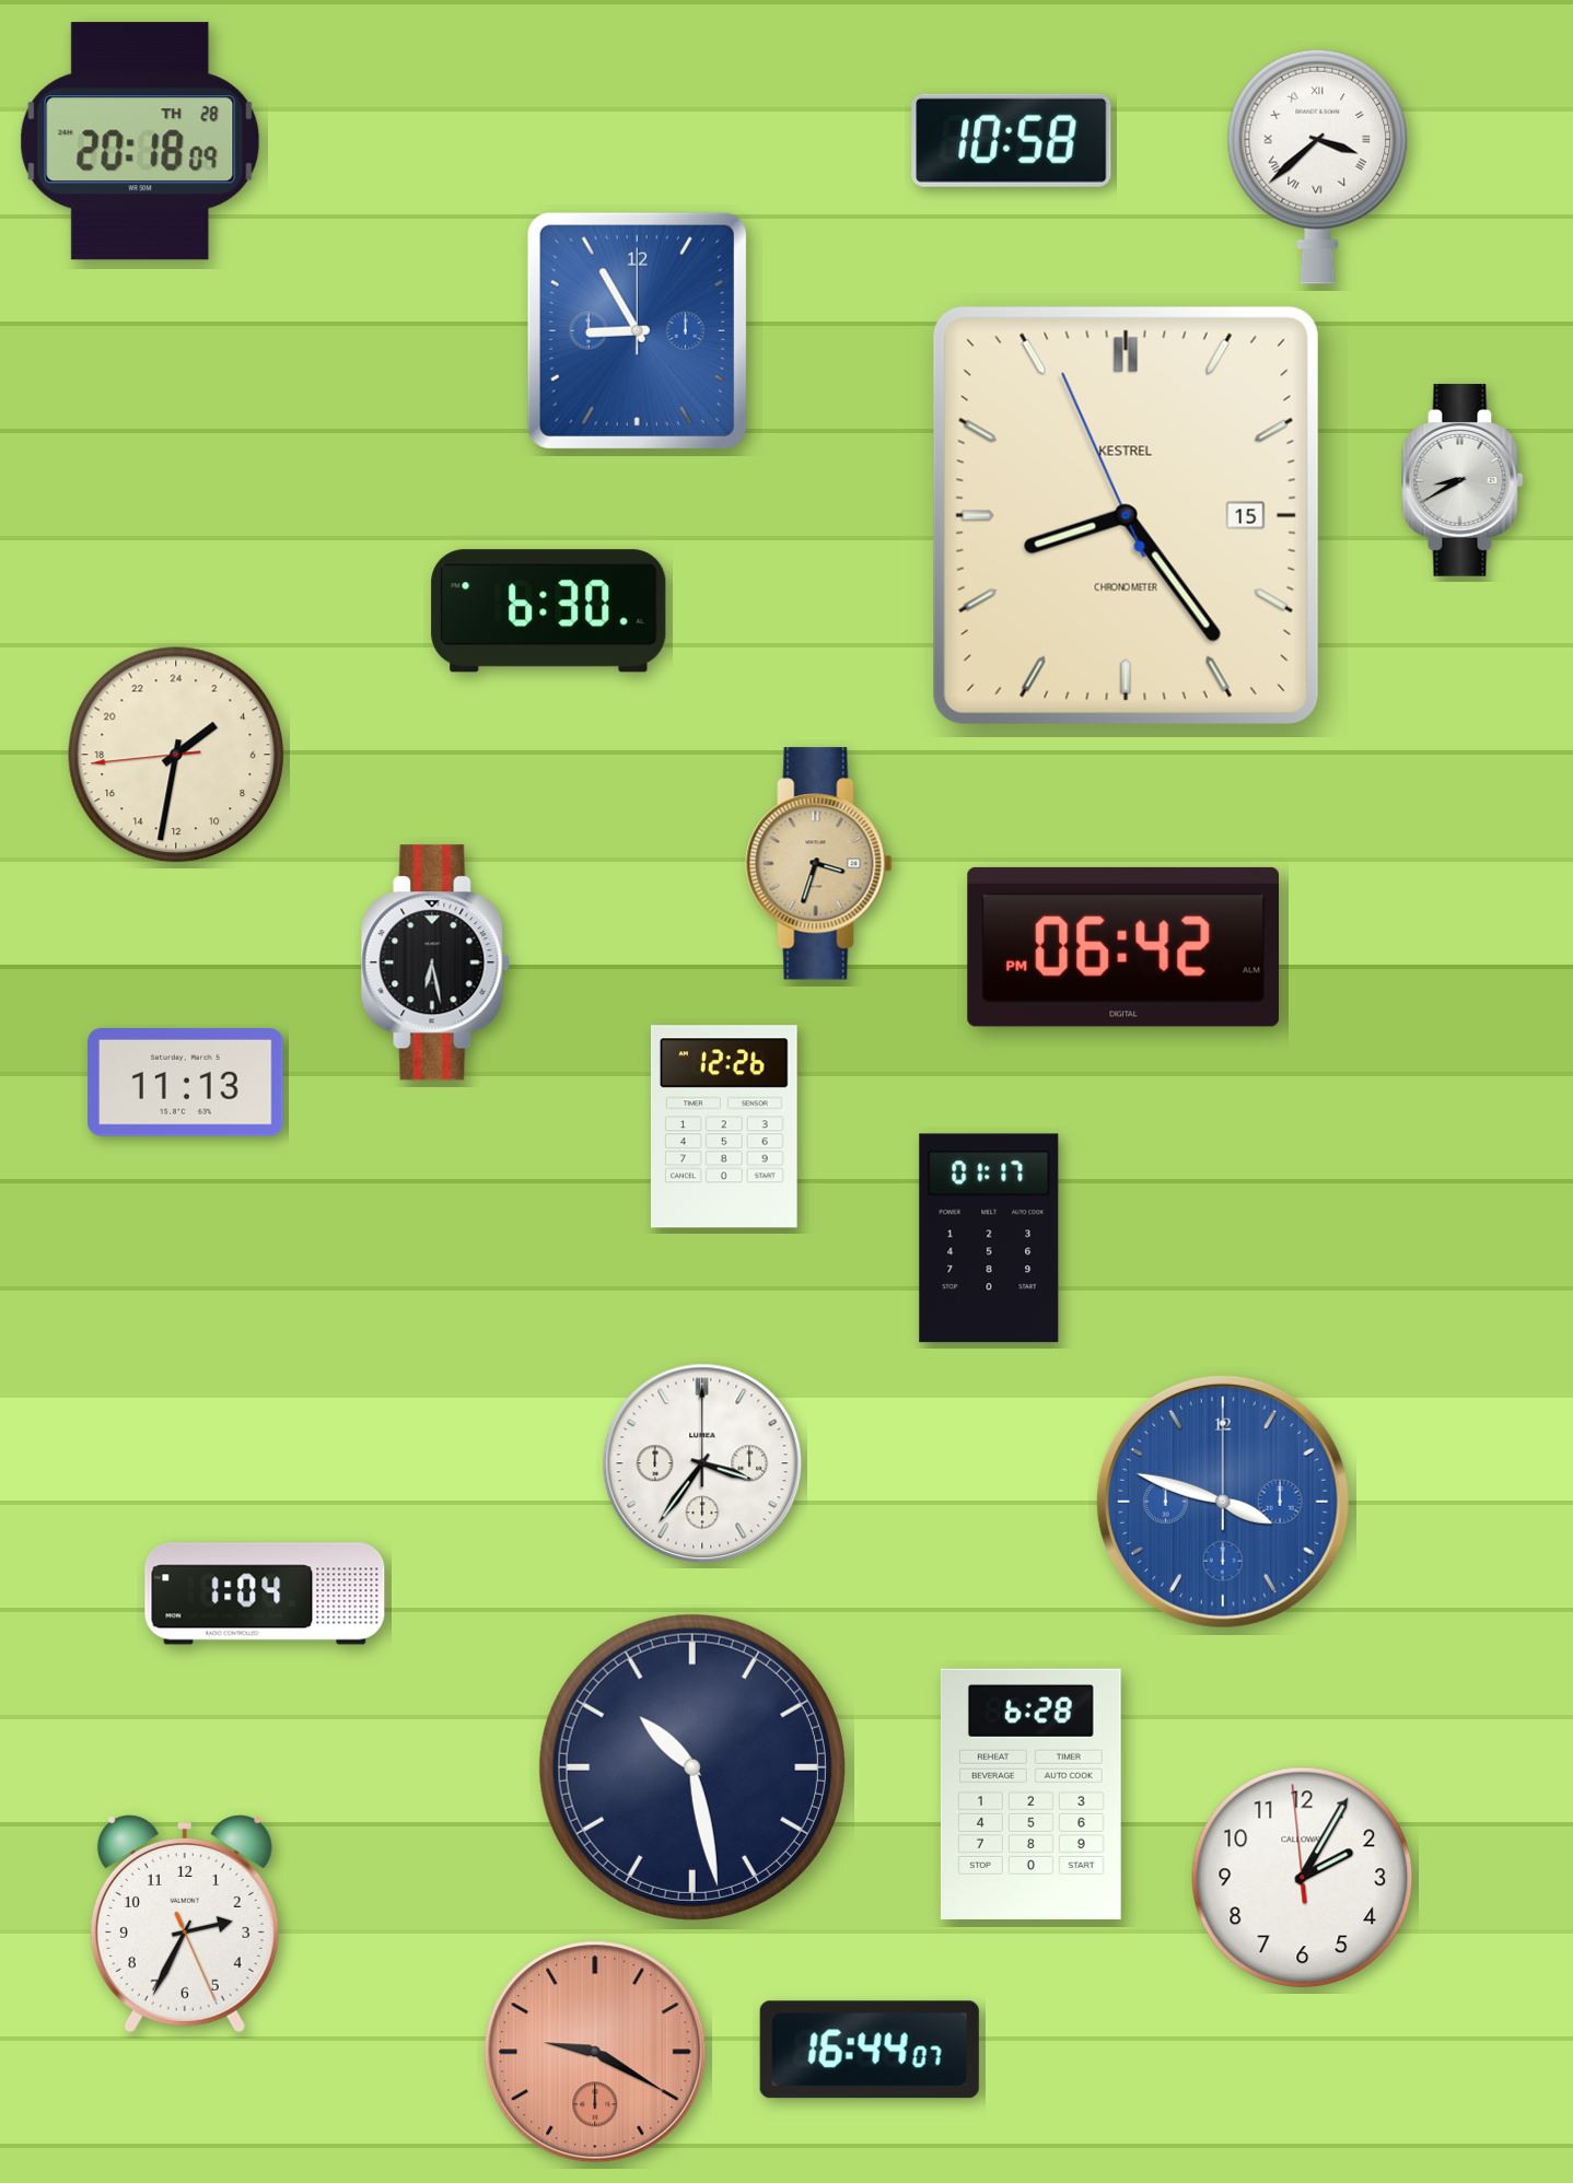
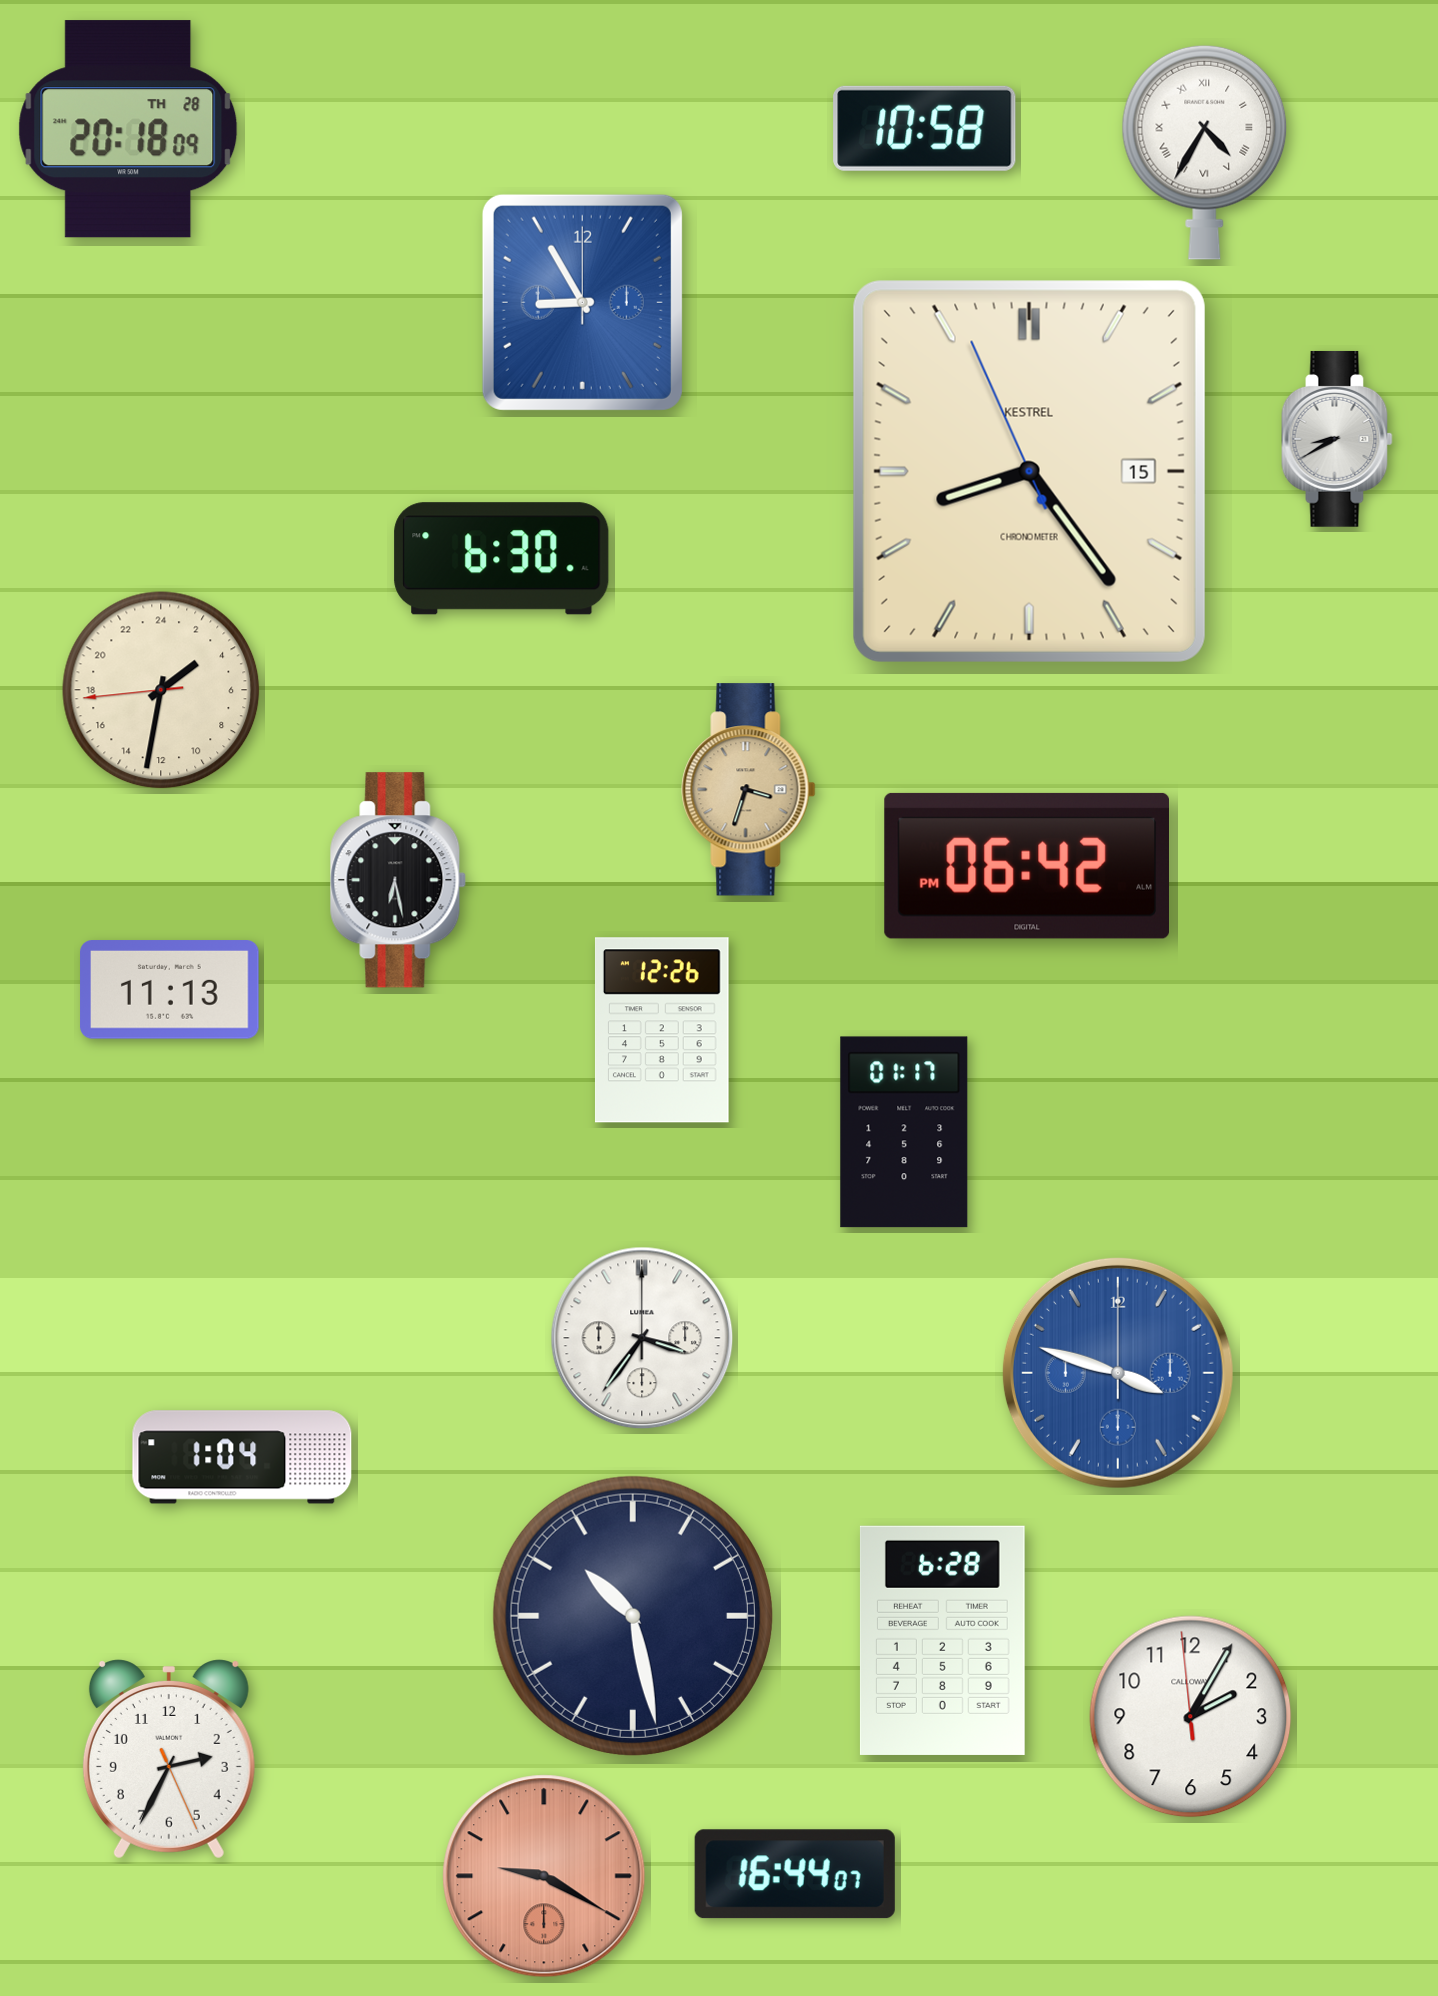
clock at (1318, 166): 3:38 -> 4:35
